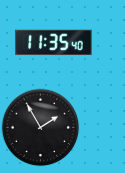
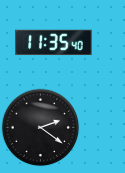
clock at (40, 127): 1:55 -> 2:21
